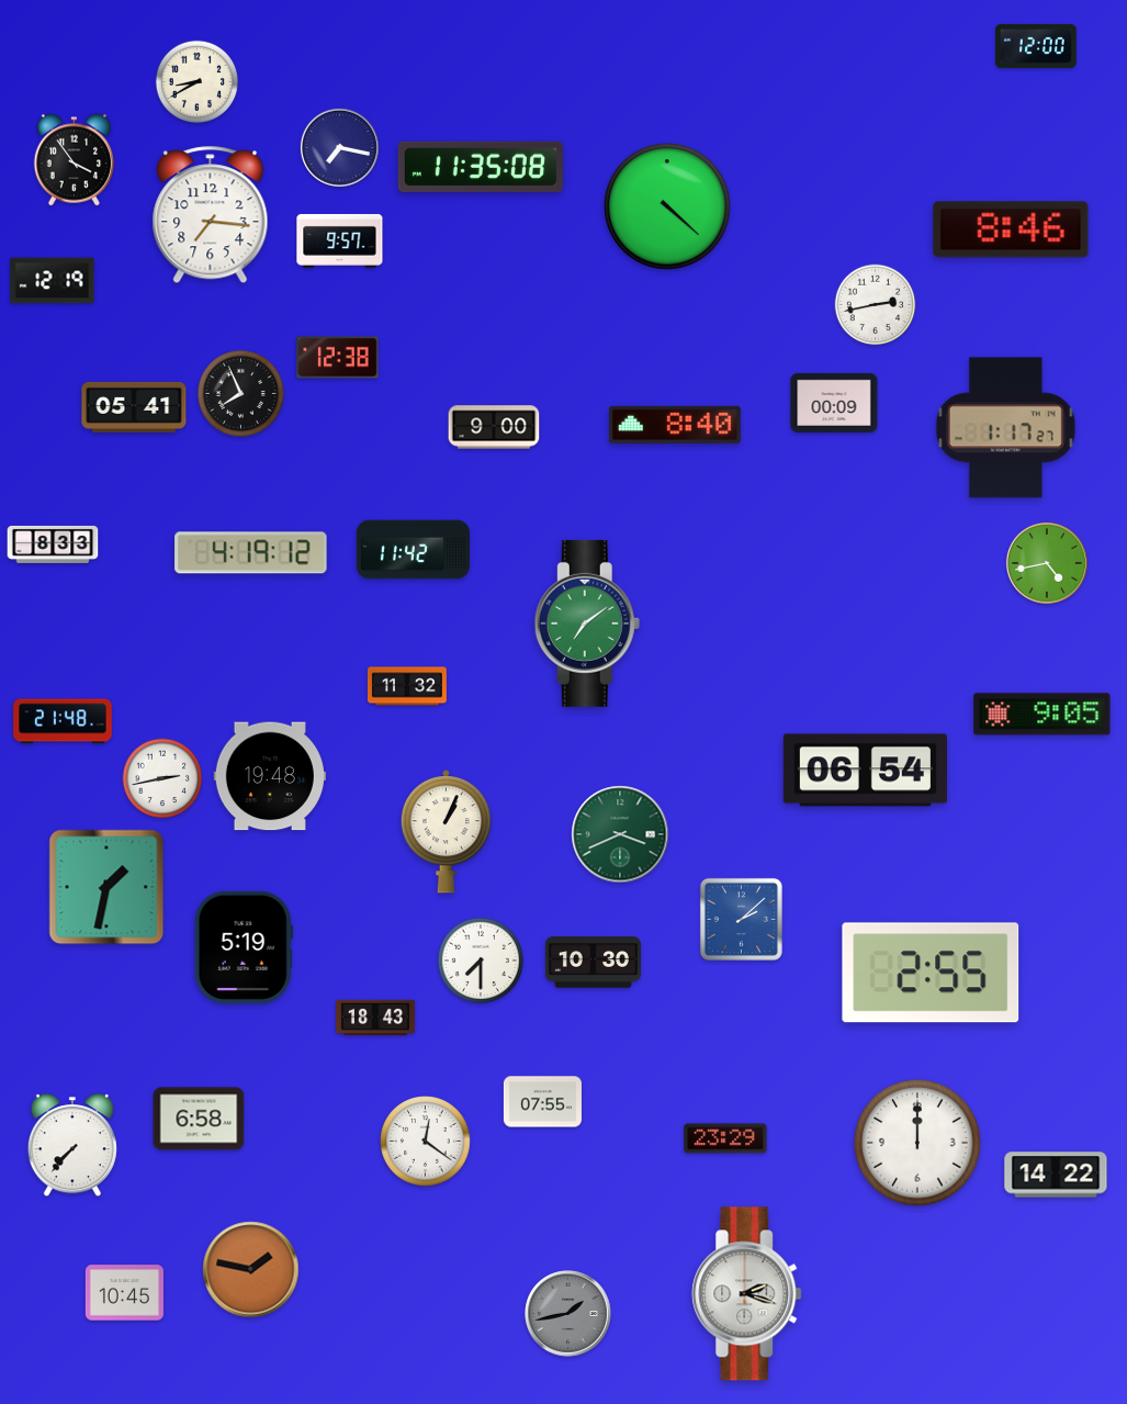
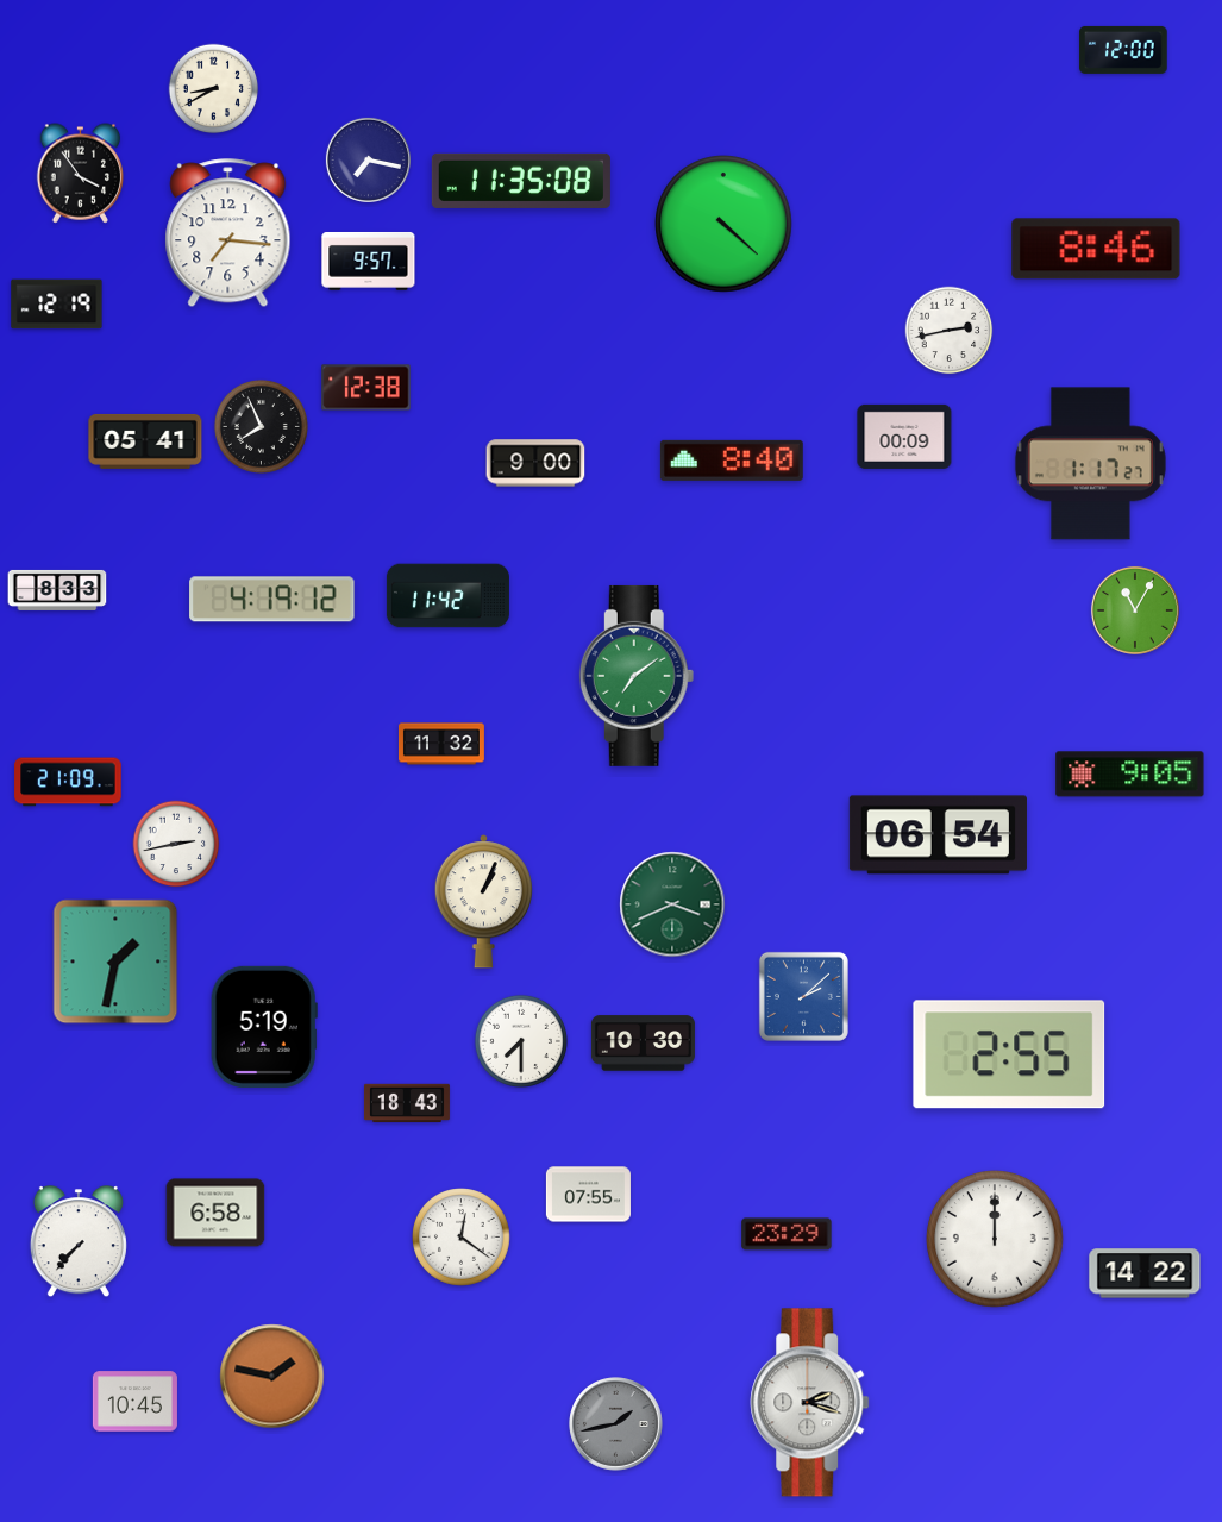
clock at (1047, 563): 4:43 -> 11:05
clock at (63, 721): 21:48 -> 21:09
clock at (270, 776): 19:48 -> none
